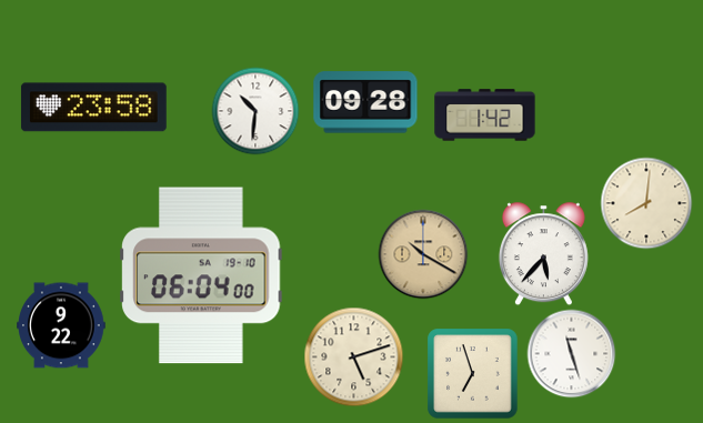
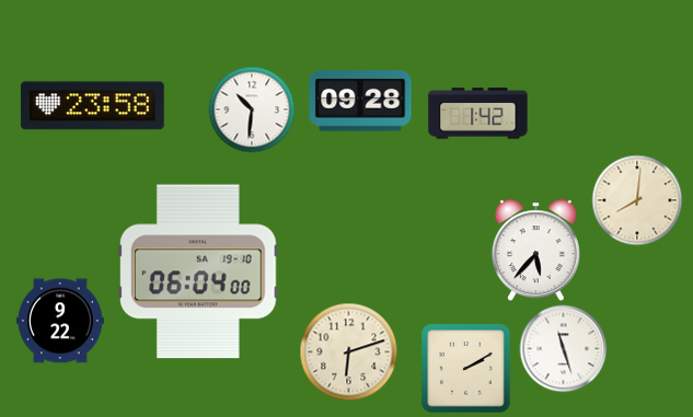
clock at (423, 254): 10:20 -> none
clock at (353, 356): 5:12 -> 6:12
clock at (472, 373): 6:57 -> 2:10
